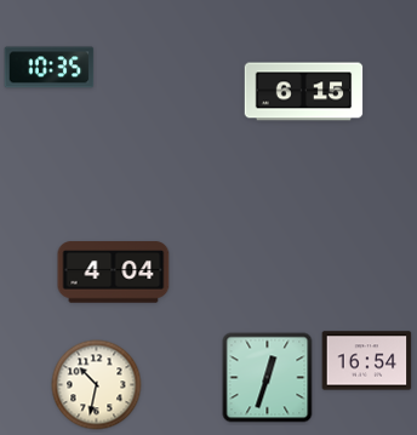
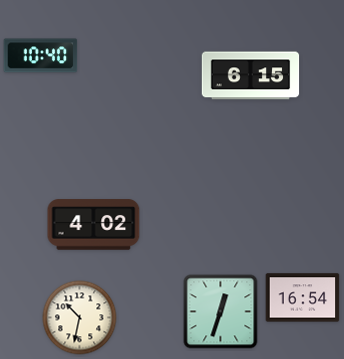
clock at (50, 68): 10:35 -> 10:40
clock at (114, 273): 4:04 -> 4:02
